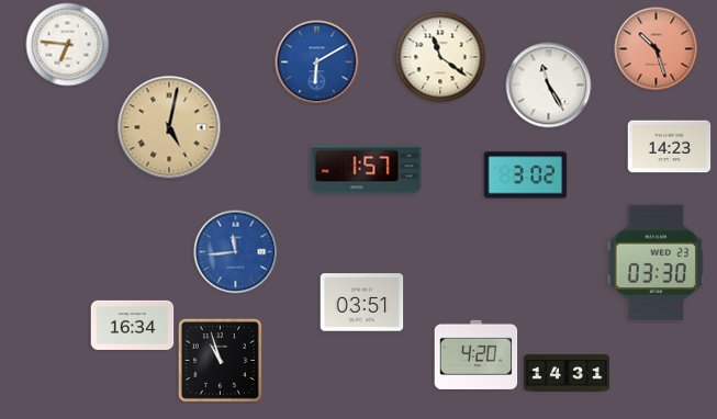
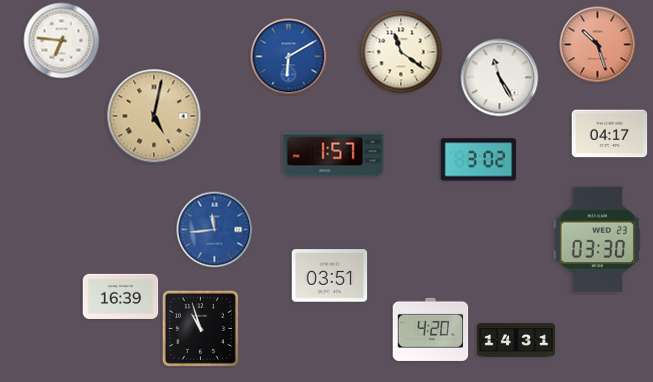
clock at (670, 147): 14:23 -> 04:17
clock at (133, 325): 16:34 -> 16:39
clock at (477, 354) position: (477, 354) -> (431, 329)
